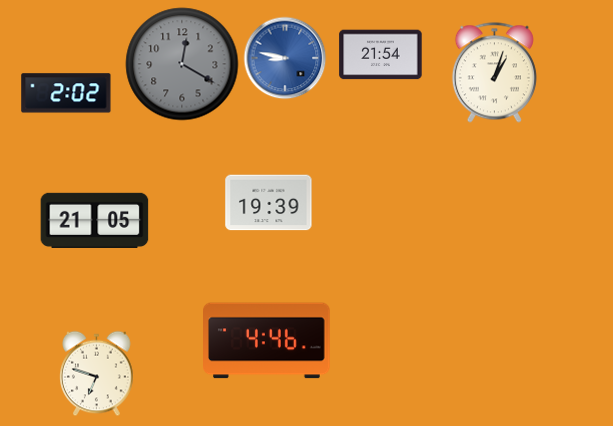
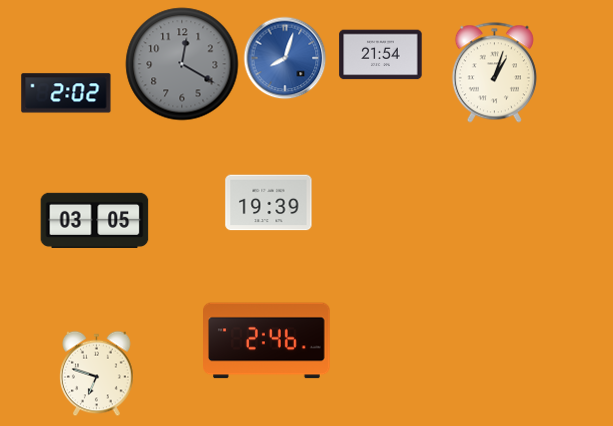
clock at (285, 58): 8:47 -> 8:03
clock at (95, 220): 21:05 -> 03:05
clock at (267, 341): 4:46 -> 2:46
